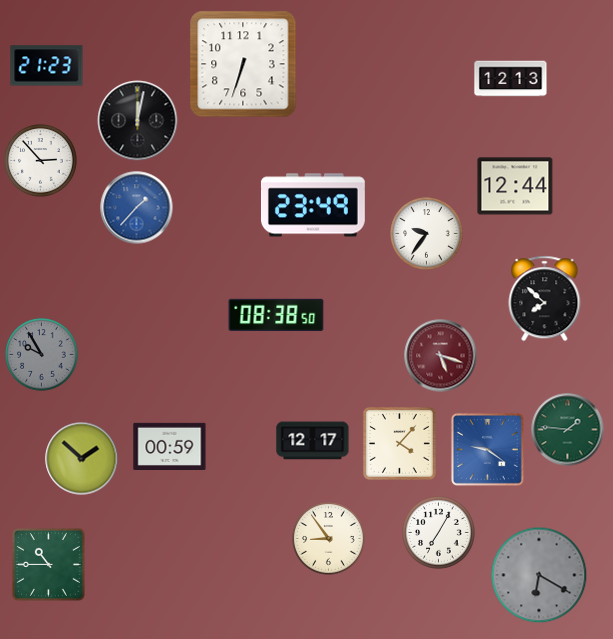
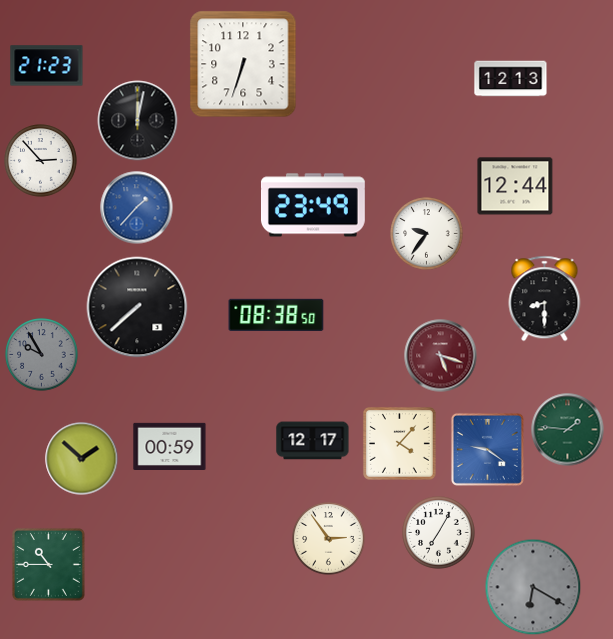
clock at (545, 299): 7:52 -> 8:30
clock at (137, 307): none -> 7:38
clock at (329, 539): 8:54 -> 2:54
clock at (539, 575) position: (539, 575) -> (533, 587)
